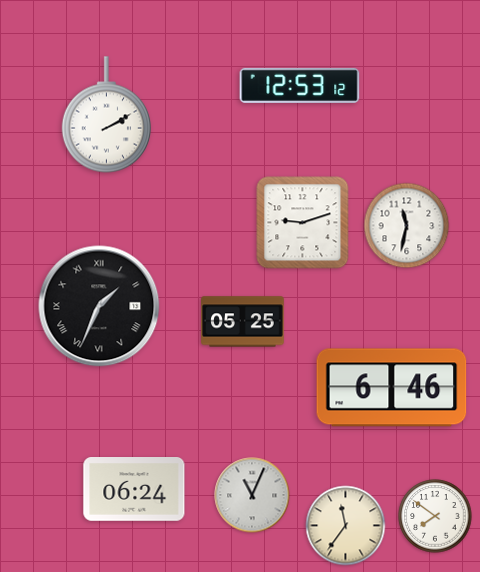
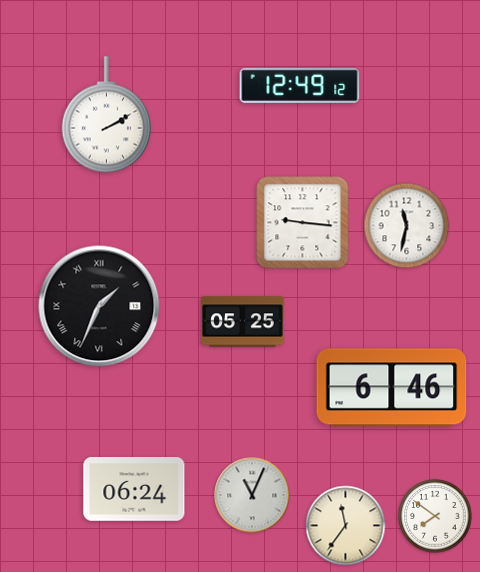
clock at (300, 85): 12:53 -> 12:49
clock at (303, 223): 9:12 -> 9:16
